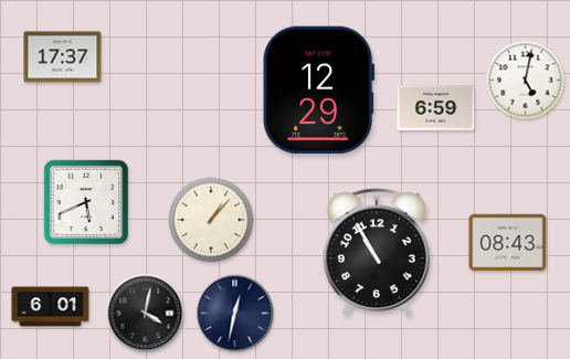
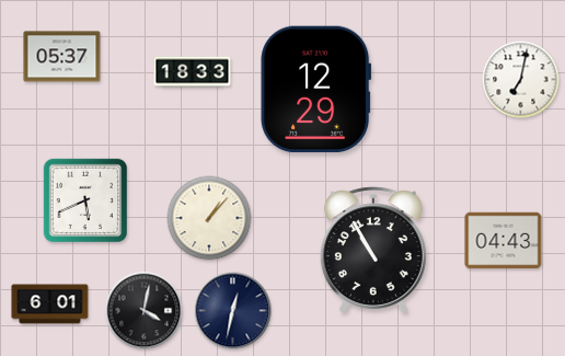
clock at (63, 57): 17:37 -> 05:37
clock at (193, 72): none -> 18:33
clock at (526, 81): 5:02 -> 7:02
clock at (436, 108): 6:59 -> none
clock at (508, 243): 08:43 -> 04:43
